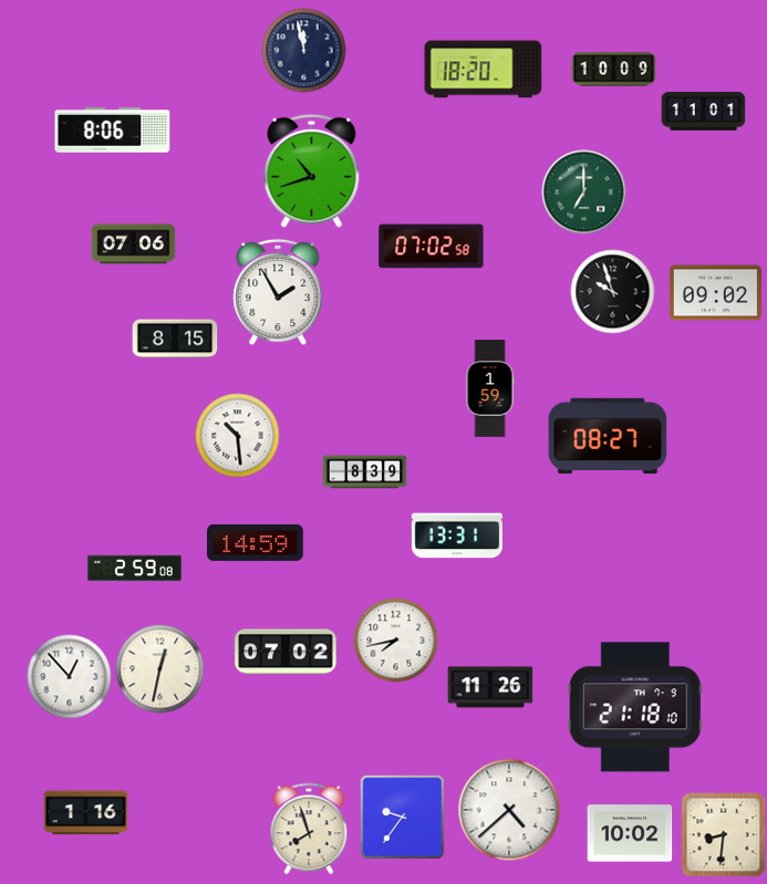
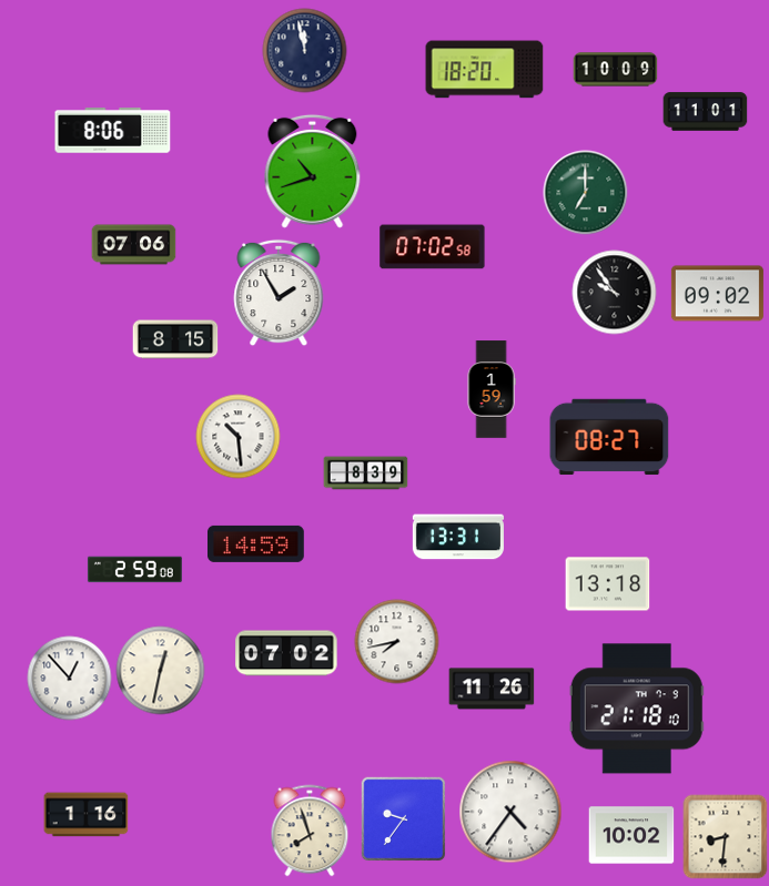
clock at (613, 292): 9:57 -> 9:54
clock at (608, 584): none -> 13:18
clock at (509, 810): 4:38 -> 4:36
